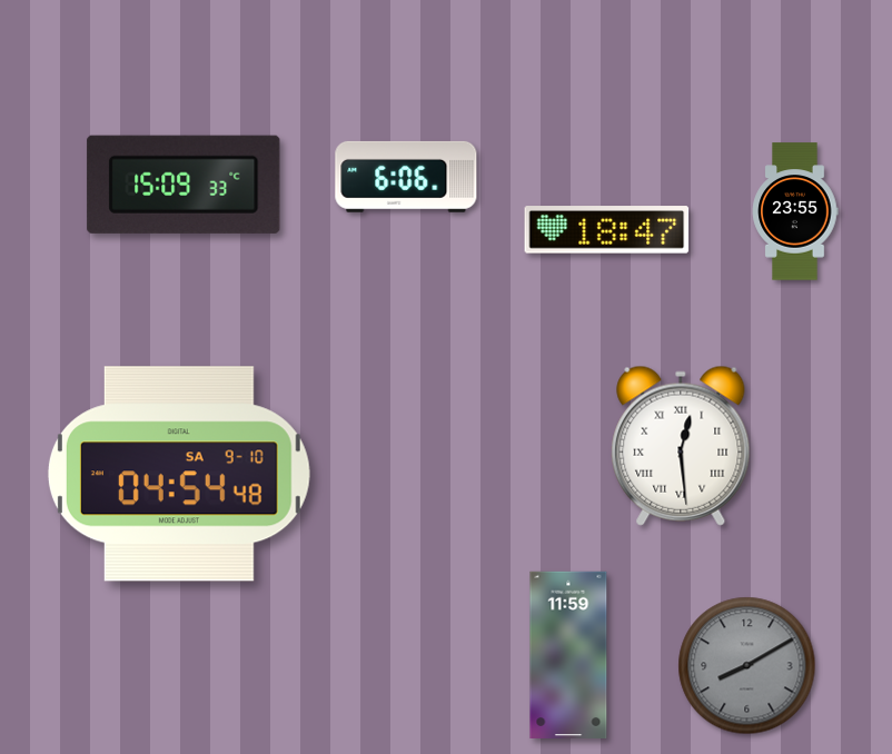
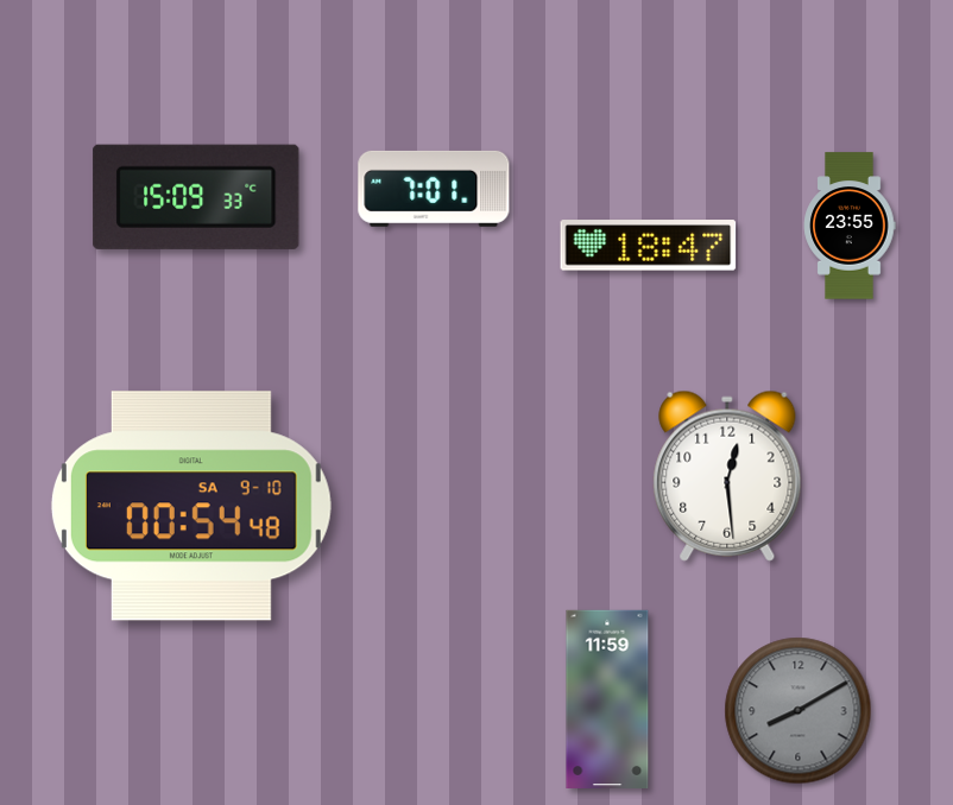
clock at (406, 177): 6:06 -> 7:01
clock at (681, 446) numerals: Roman -> Arabic
clock at (179, 474): 04:54 -> 00:54
